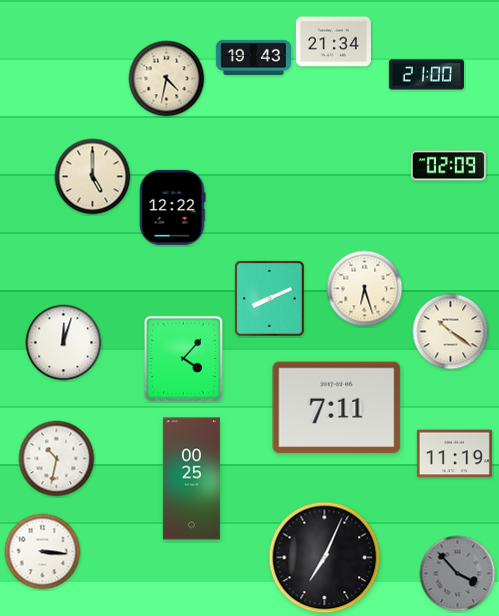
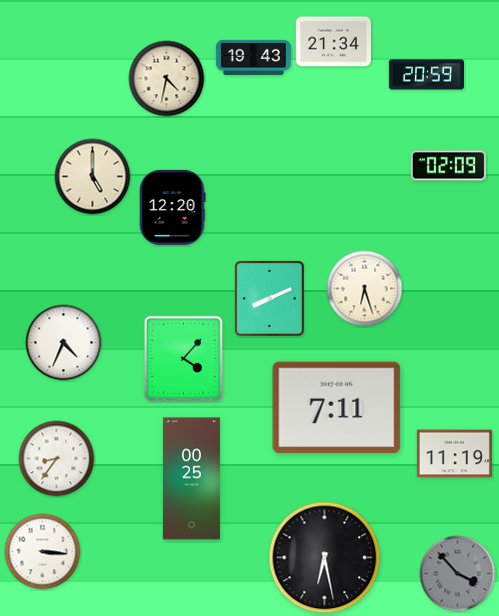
clock at (426, 75): 21:00 -> 20:59
clock at (172, 207): 12:22 -> 12:20
clock at (451, 332): 10:21 -> none
clock at (64, 343): 12:03 -> 4:34
clock at (57, 459): 10:32 -> 8:36
clock at (325, 558): 7:04 -> 6:28
